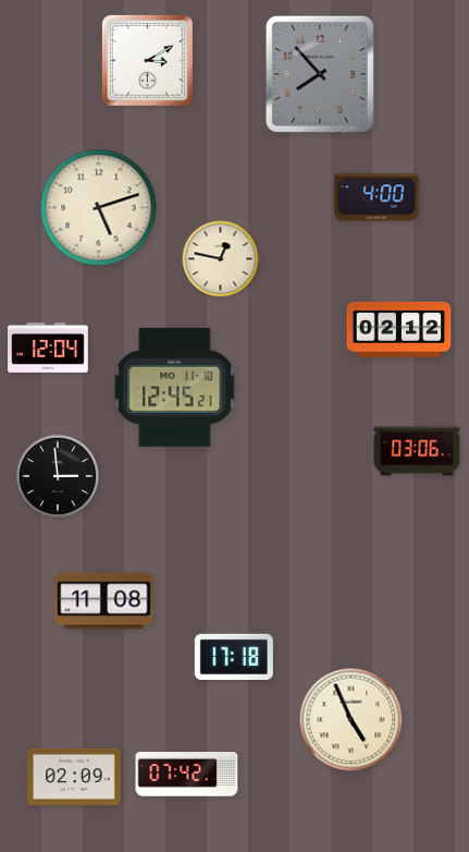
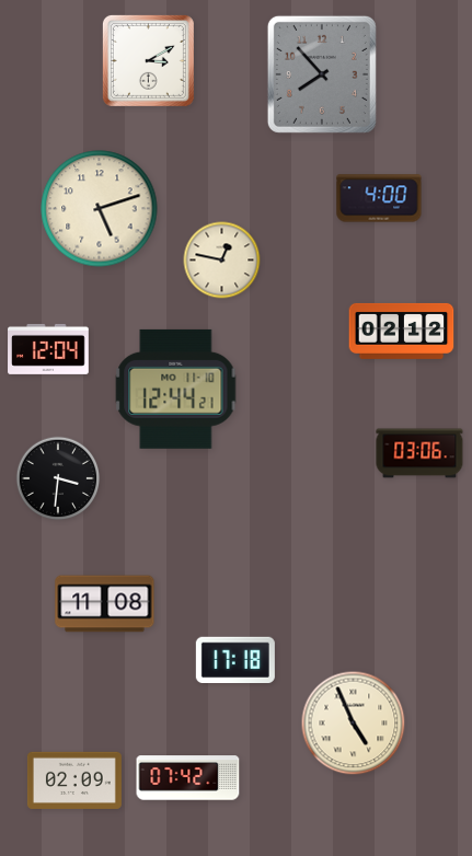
clock at (175, 387): 12:45 -> 12:44
clock at (58, 476): 2:59 -> 3:31
